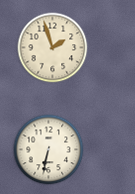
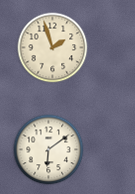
clock at (49, 150): 6:32 -> 6:09
